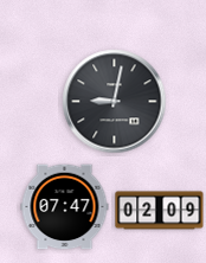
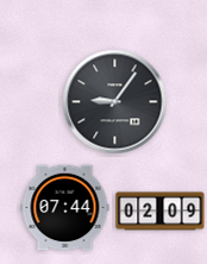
clock at (115, 102): 9:02 -> 9:06
clock at (65, 207): 07:47 -> 07:44
